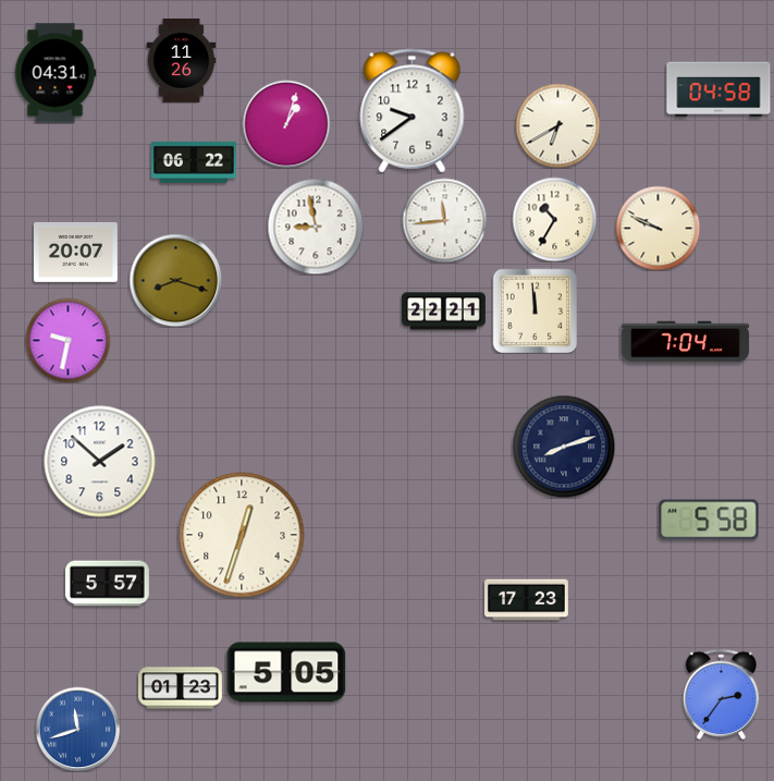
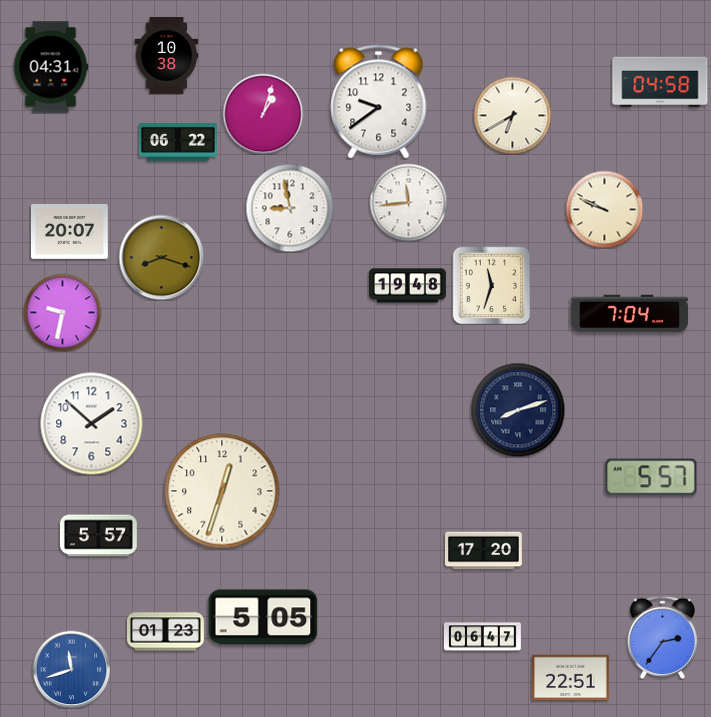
clock at (182, 61): 11:26 -> 10:38
clock at (195, 162) position: (195, 162) -> (179, 142)
clock at (554, 219): 10:35 -> none
clock at (535, 310): 11:59 -> 11:33
clock at (443, 312): 22:21 -> 19:48
clock at (709, 520): 5:58 -> 5:57
clock at (527, 600): 17:23 -> 17:20
clock at (483, 637): none -> 06:47
clock at (570, 678): none -> 22:51
